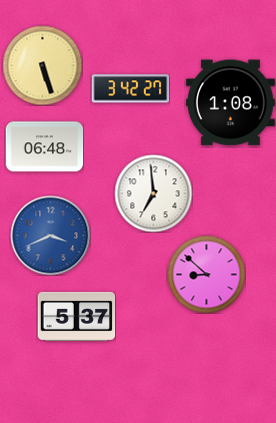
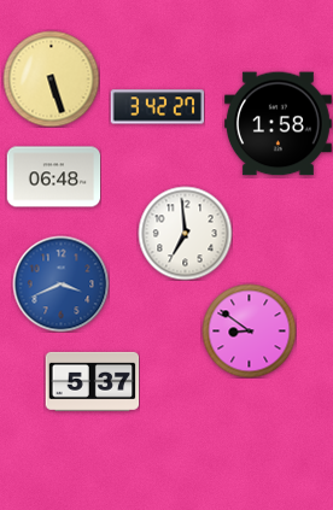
clock at (230, 103): 1:08 -> 1:58
clock at (206, 274): 8:52 -> 8:51
